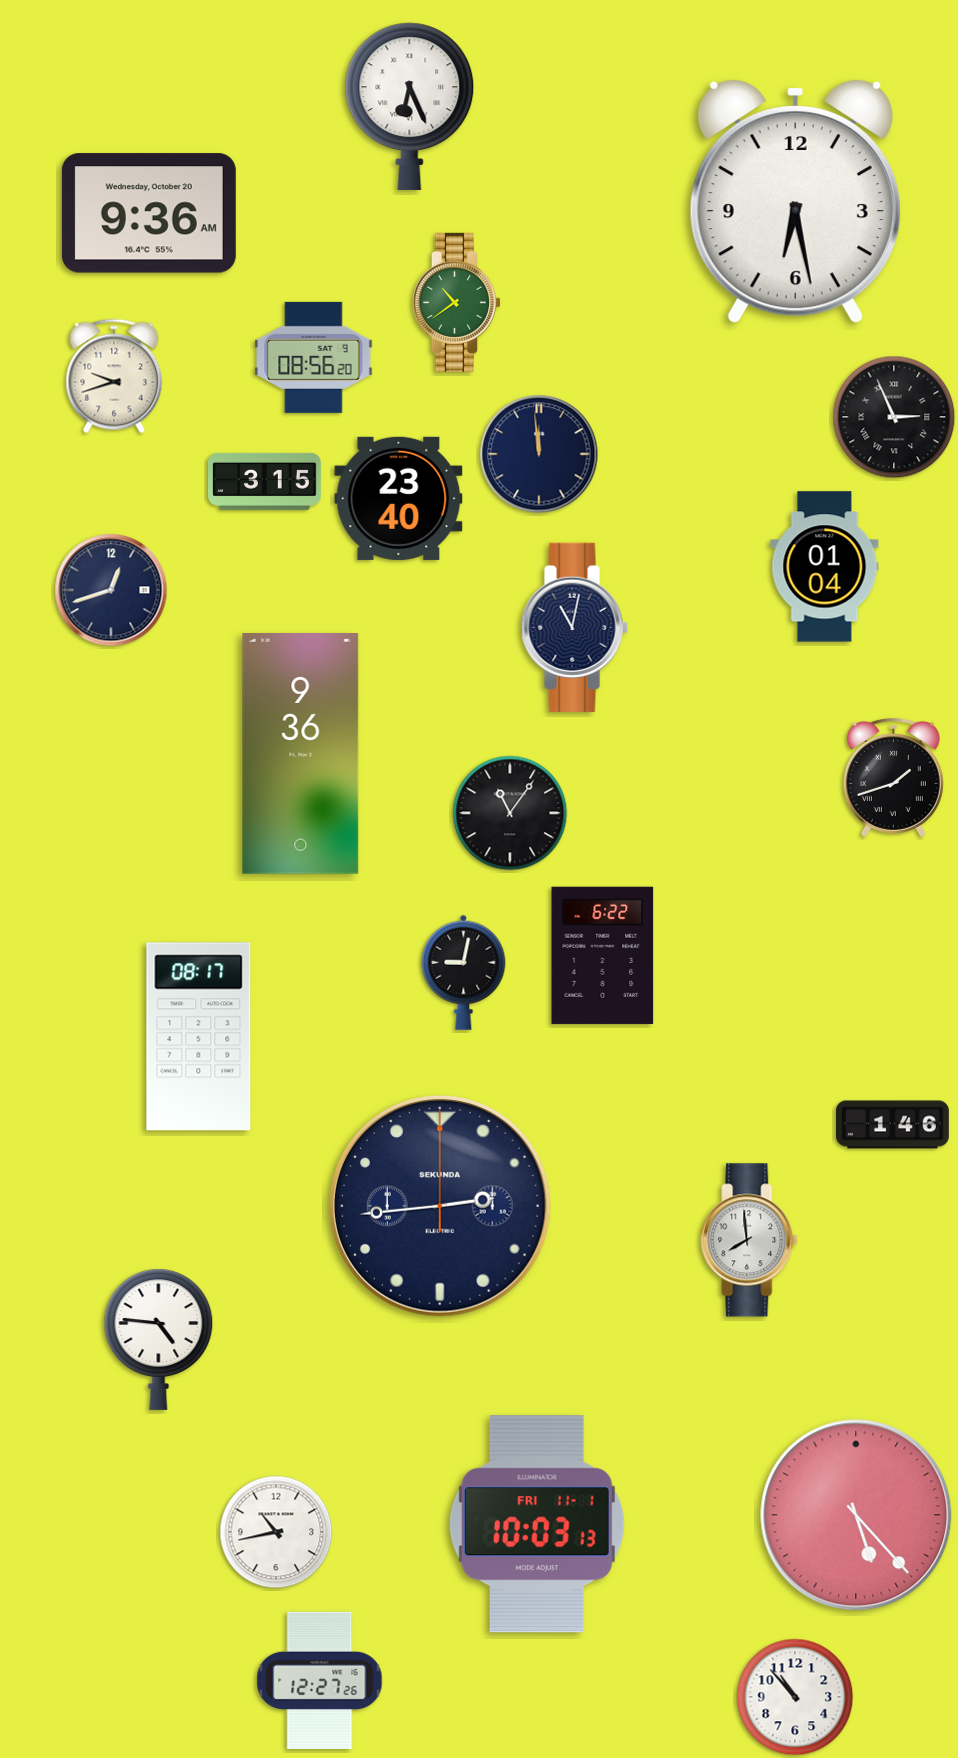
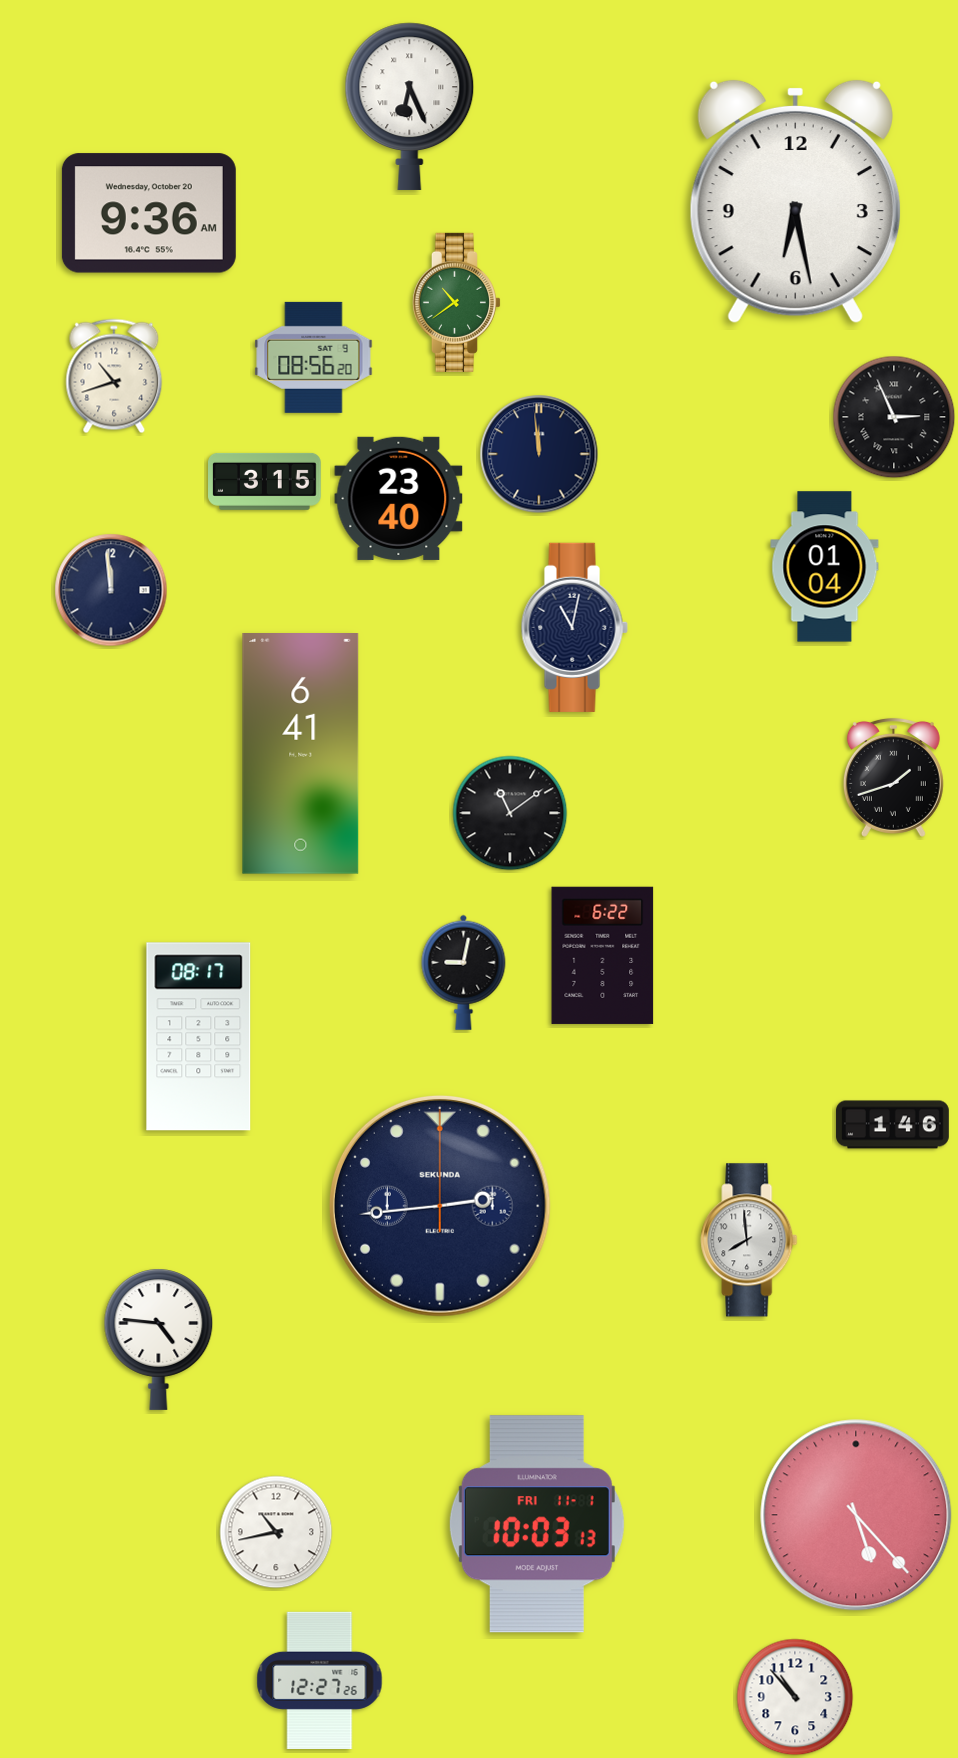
clock at (114, 376): 9:42 -> 10:42
clock at (111, 590): 12:42 -> 11:59
clock at (301, 754): 9:36 -> 6:41
clock at (510, 813): 11:06 -> 11:09
